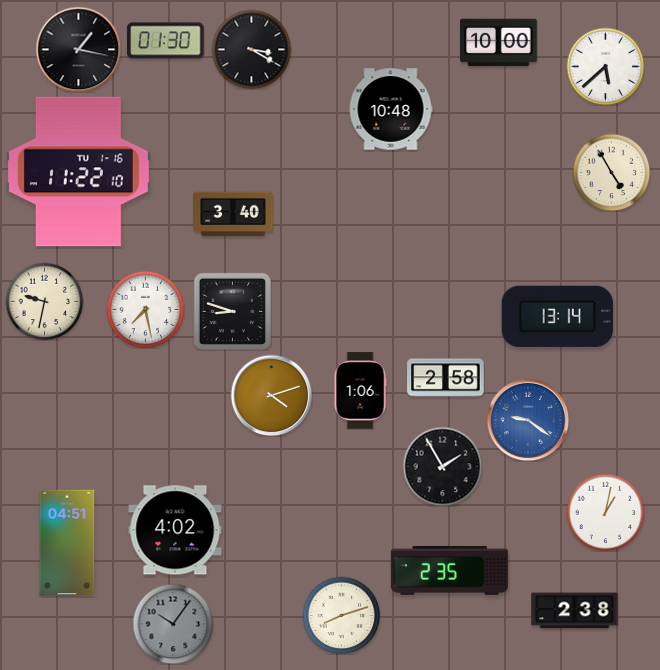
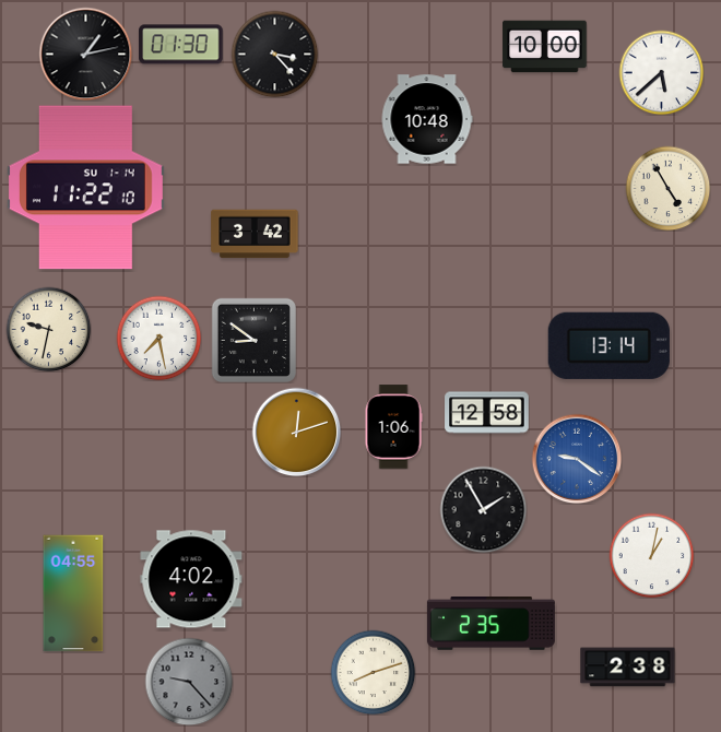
clock at (78, 49): 1:17 -> 1:13
clock at (251, 49): 3:20 -> 3:23
clock at (78, 172) date: TU 1-16 -> SU 1-14
clock at (233, 214): 3:40 -> 3:42
clock at (232, 311): 8:48 -> 8:51
clock at (446, 378): 2:58 -> 12:58
clock at (271, 395): 4:12 -> 12:12
clock at (605, 512) position: (605, 512) -> (651, 555)
clock at (67, 543): 04:51 -> 04:55
clock at (173, 624): 10:06 -> 9:23
